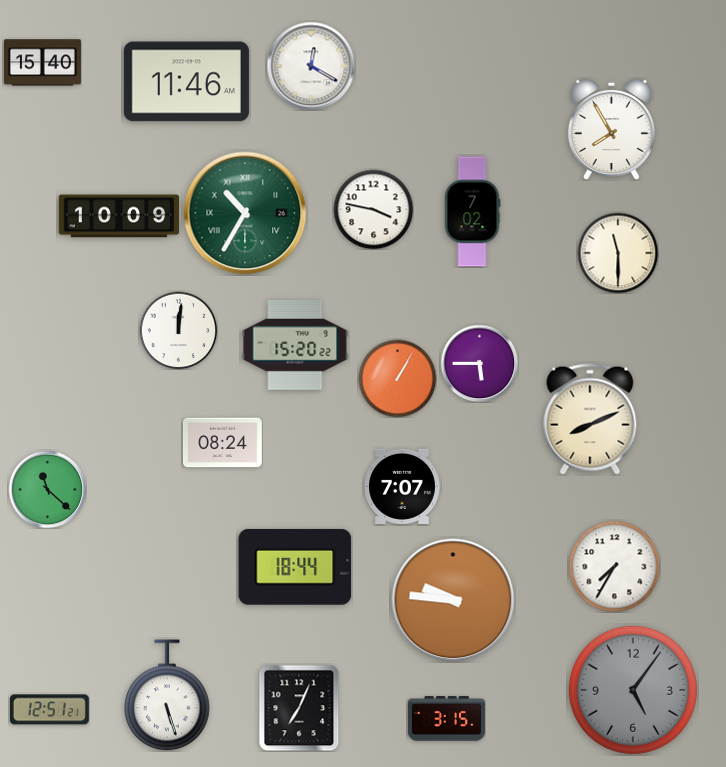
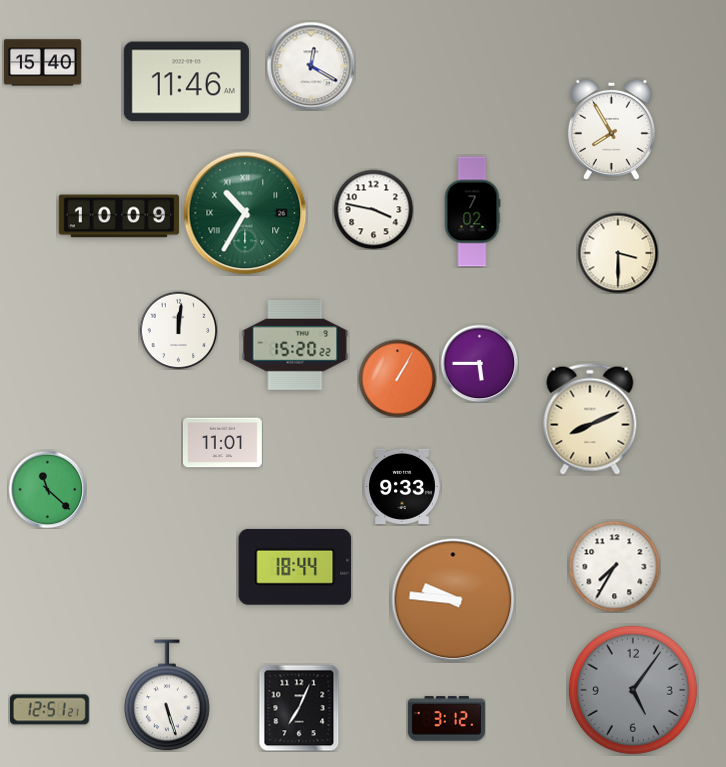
clock at (618, 253): 11:30 -> 3:30
clock at (222, 443): 08:24 -> 11:01
clock at (402, 486): 7:07 -> 9:33
clock at (446, 719): 3:15 -> 3:12
